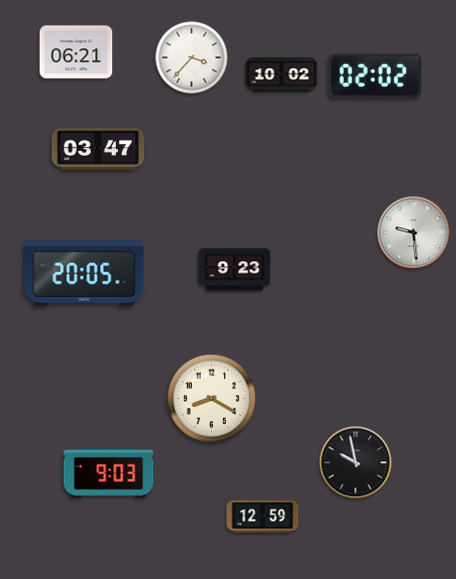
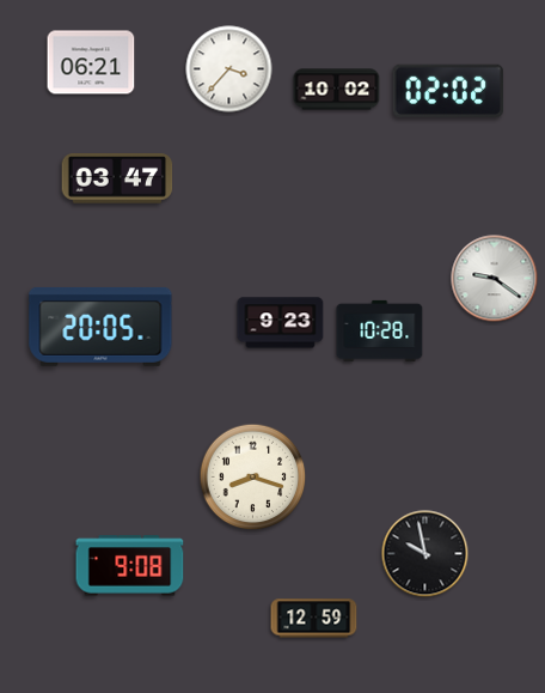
clock at (414, 233): 9:29 -> 9:21
clock at (380, 330): none -> 10:28
clock at (212, 399): 8:20 -> 8:18
clock at (109, 473): 9:03 -> 9:08
